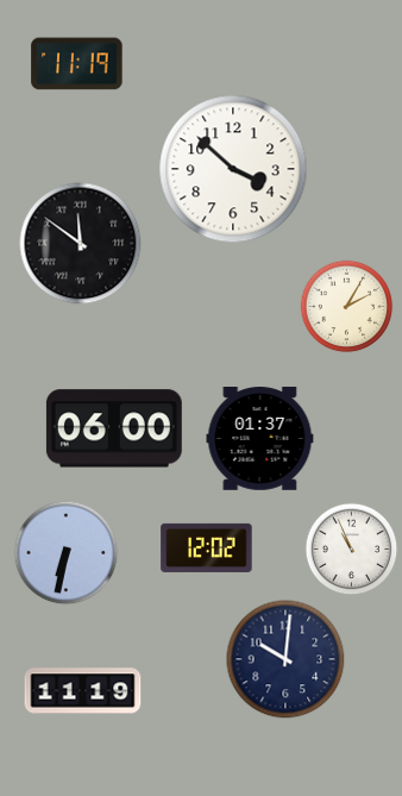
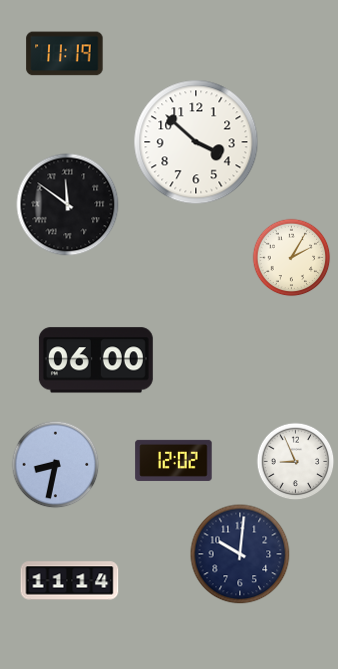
clock at (260, 439): 01:37 -> none
clock at (351, 549): 10:56 -> 8:56
clock at (65, 552): 6:32 -> 8:32
clock at (83, 691): 11:19 -> 11:14
